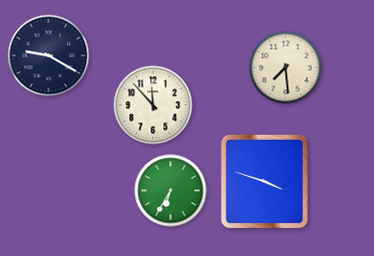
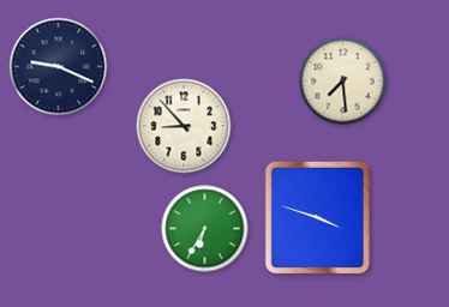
clock at (49, 56): 9:20 -> 9:19
clock at (153, 105): 11:53 -> 8:53
